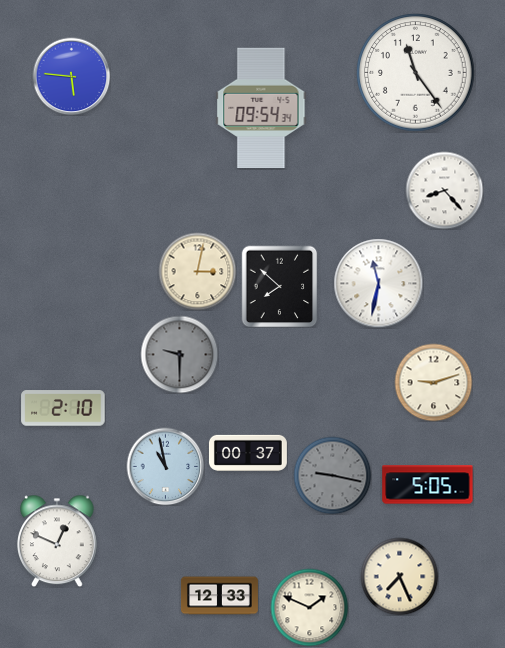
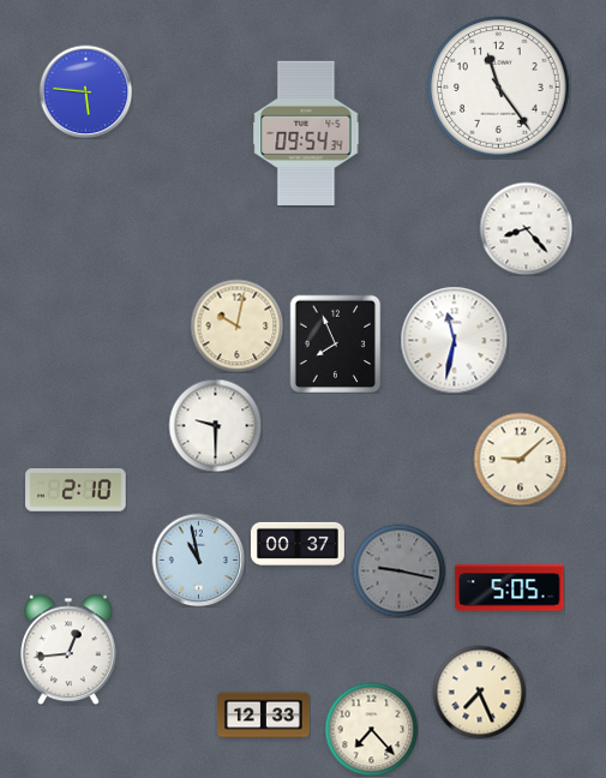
clock at (261, 107) position: (261, 107) -> (306, 132)
clock at (444, 190) position: (444, 190) -> (526, 228)
clock at (197, 271): 3:02 -> 10:02
clock at (280, 286): 7:52 -> 7:56
clock at (179, 354) dial: grey -> white
clock at (433, 382): 9:12 -> 9:08
clock at (428, 485) position: (428, 485) -> (510, 588)
clock at (58, 541): 12:49 -> 12:44
clock at (309, 607): 1:49 -> 7:23
